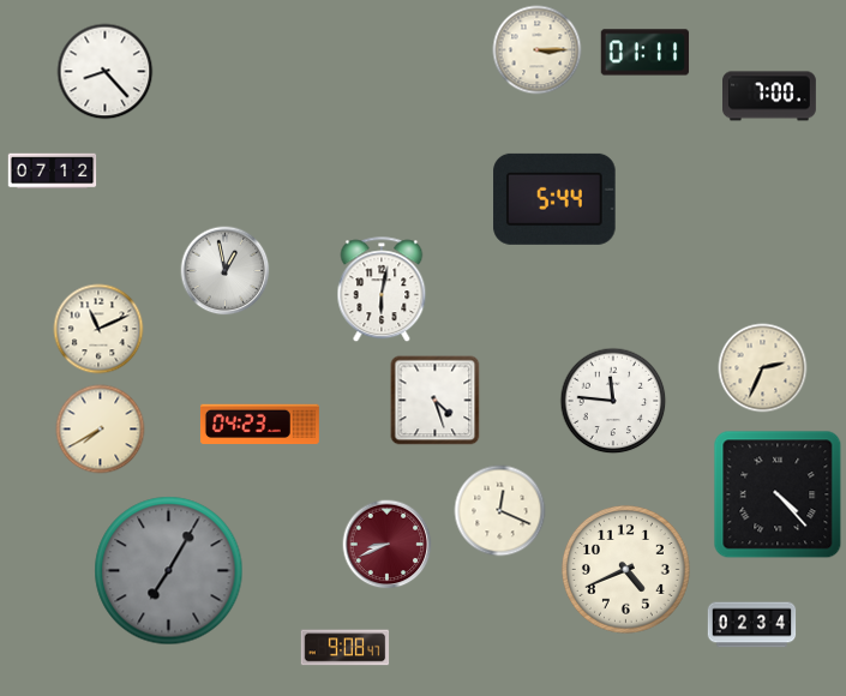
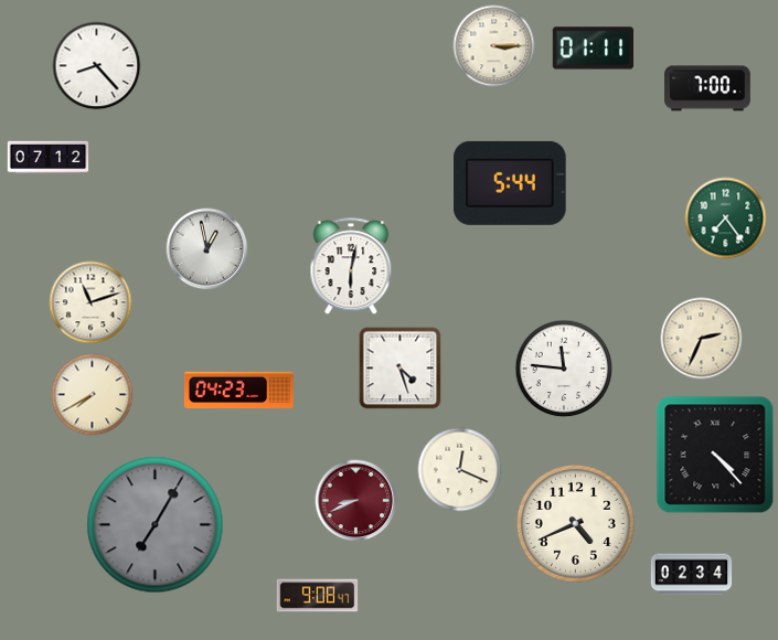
clock at (726, 218): none -> 7:24
clock at (98, 329): 11:11 -> 11:12
